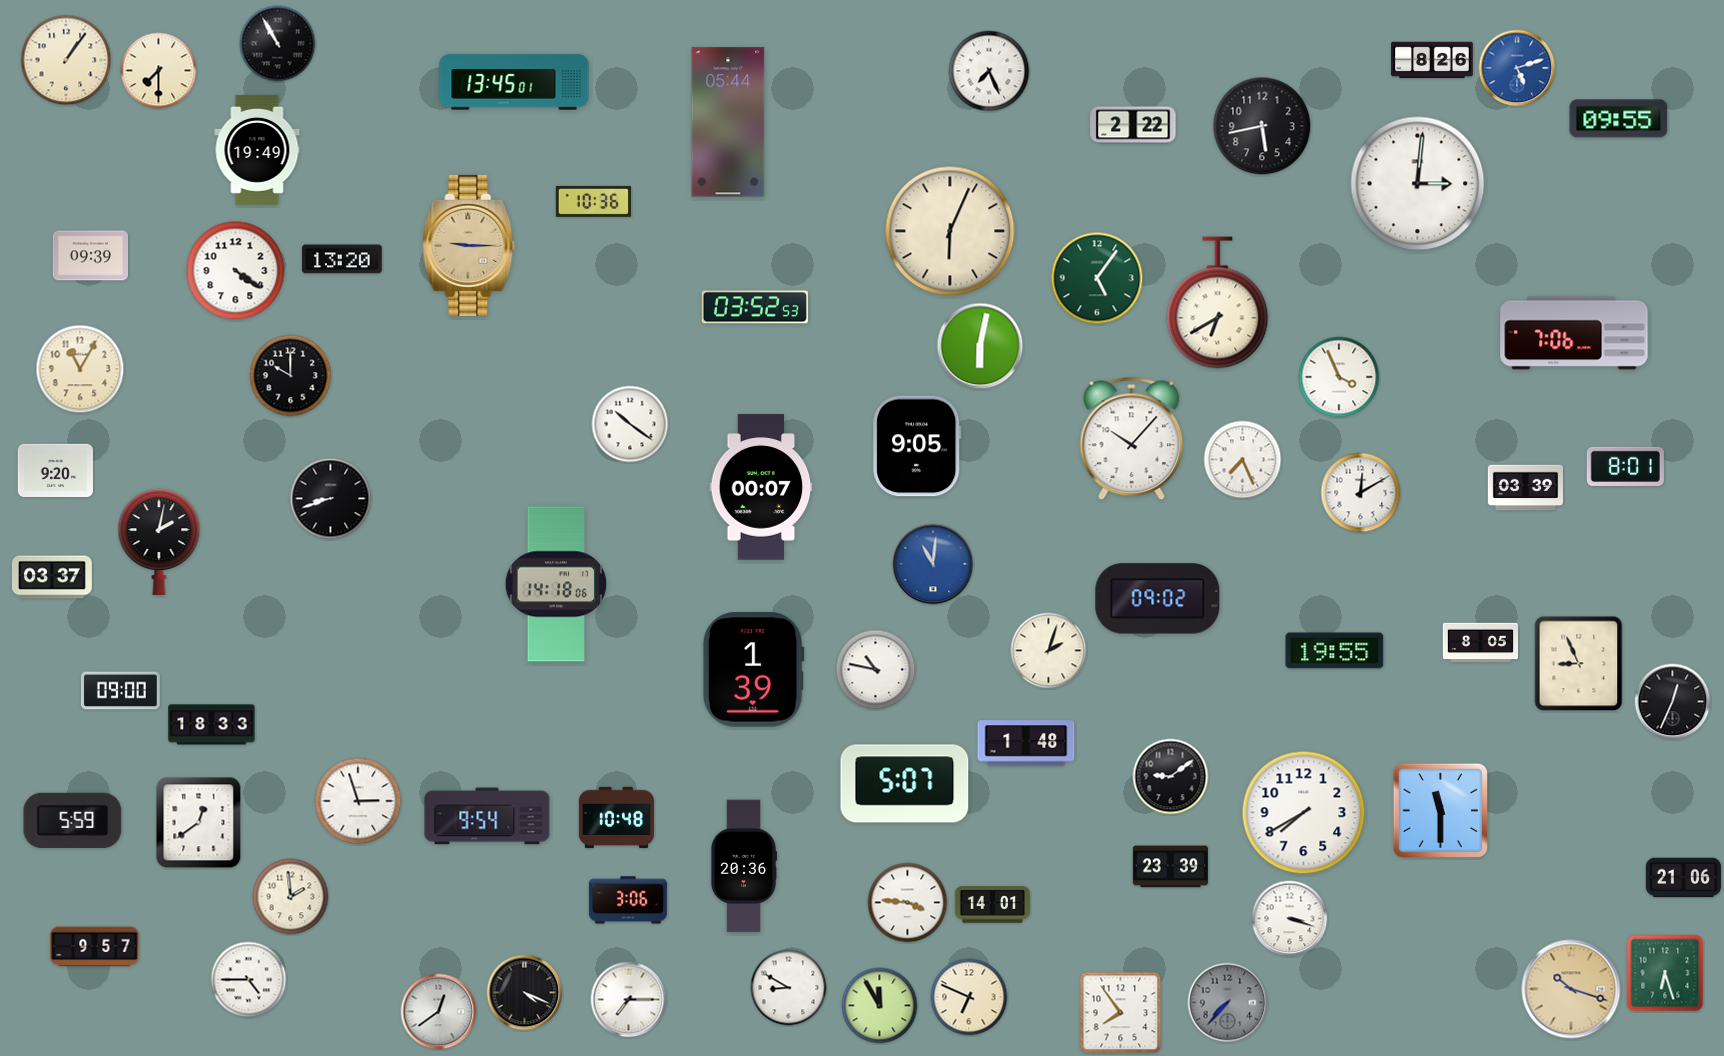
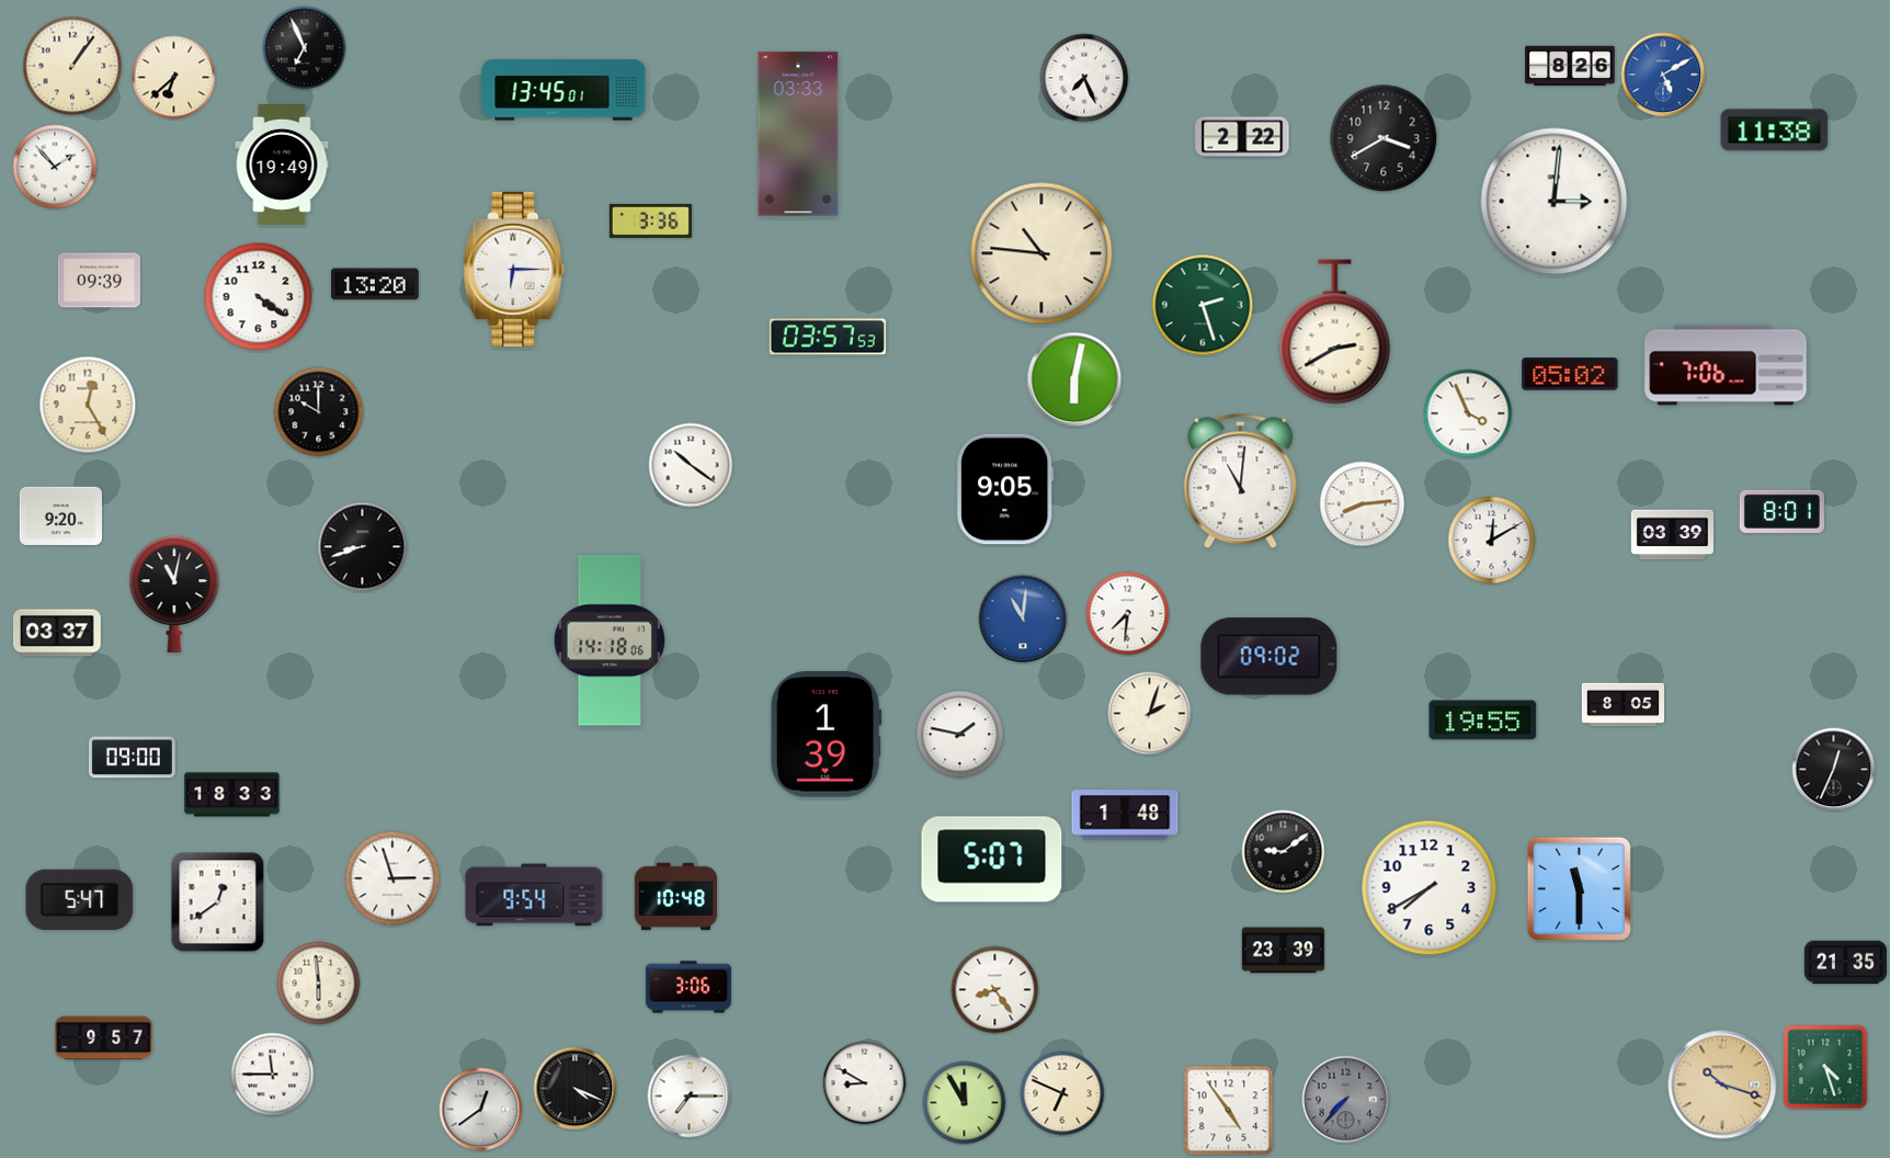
clock at (278, 44): 10:55 -> 6:56
clock at (1517, 68): 5:12 -> 5:10
clock at (159, 71): 7:30 -> 6:38
clock at (1619, 119): 09:55 -> 11:38
clock at (728, 122): 05:44 -> 03:33
clock at (1262, 126): 5:43 -> 3:40
clock at (55, 167): none -> 1:53
clock at (593, 201): 10:36 -> 3:36
clock at (950, 231): 6:04 -> 10:46
clock at (469, 245): 9:15 -> 6:15
clock at (469, 245) dial: champagne -> white
clock at (1097, 278): 5:06 -> 2:27
clock at (1218, 303): 6:40 -> 2:40
clock at (755, 307): 03:52 -> 03:57
clock at (1570, 374): none -> 05:02
clock at (80, 369): 11:05 -> 12:25
clock at (1132, 439): 10:07 -> 11:01
clock at (1243, 460): 7:26 -> 8:14
clock at (761, 487): 00:07 -> none
clock at (159, 542): 2:02 -> 11:02
clock at (1128, 614): none -> 7:31
clock at (1335, 651) position: (1335, 651) -> (1483, 720)
clock at (1579, 664): 8:56 -> none
clock at (876, 670): 10:47 -> 1:47
clock at (1304, 813) position: (1304, 813) -> (1430, 888)
clock at (73, 820): 5:59 -> 5:47
clock at (744, 866): 20:36 -> none
clock at (1683, 878): 21:06 -> 21:35
clock at (291, 897): 1:59 -> 5:59
clock at (908, 903): 3:46 -> 8:24
clock at (992, 905): 14:01 -> none
clock at (1290, 919): 3:18 -> none
clock at (1665, 973): 6:27 -> 4:27
clock at (249, 980): 4:45 -> 11:45
clock at (1121, 1013): 7:54 -> 4:54
